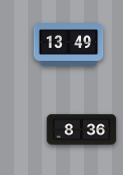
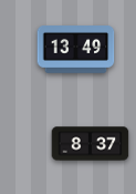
clock at (82, 130): 8:36 -> 8:37
